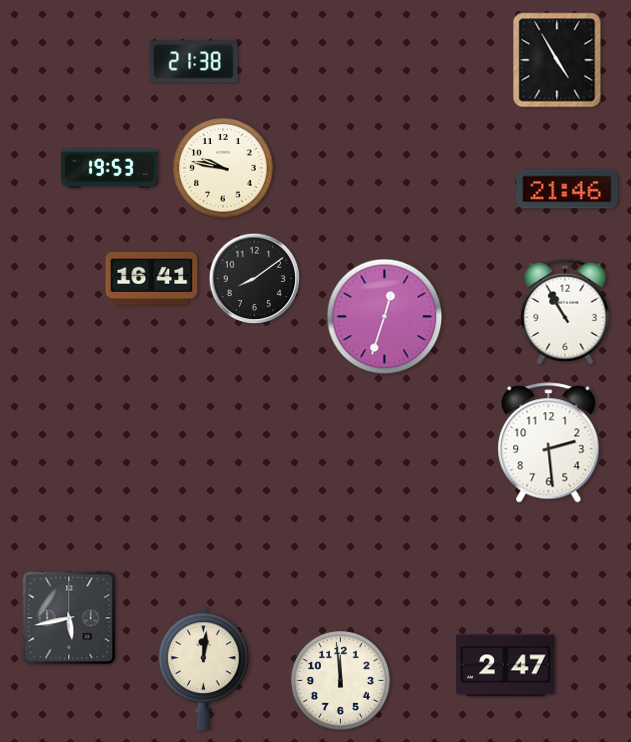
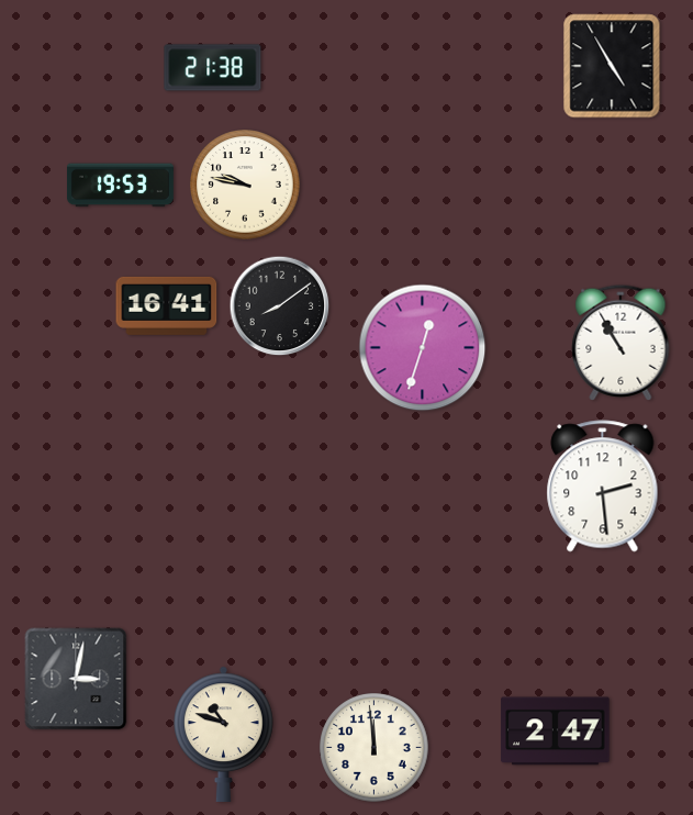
clock at (567, 189): 21:46 -> none
clock at (69, 618): 5:43 -> 3:02
clock at (203, 668): 12:01 -> 10:48
